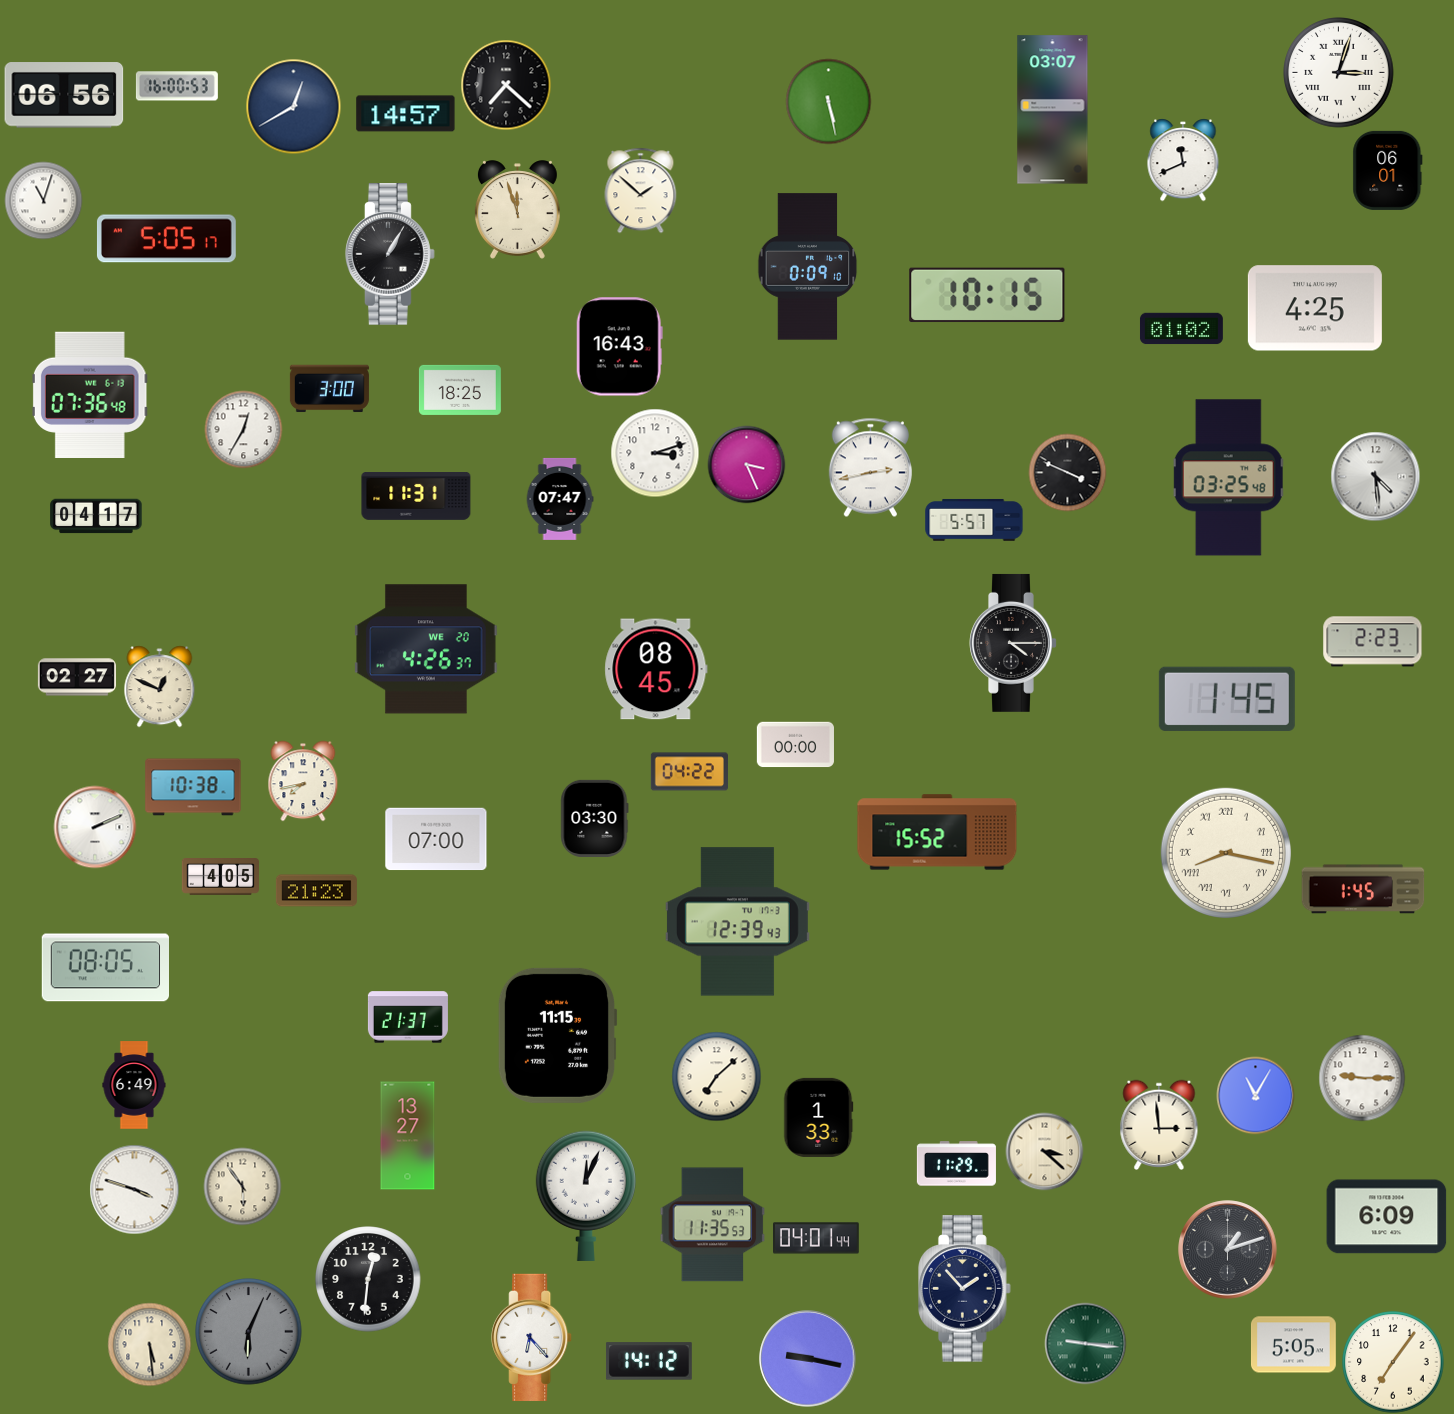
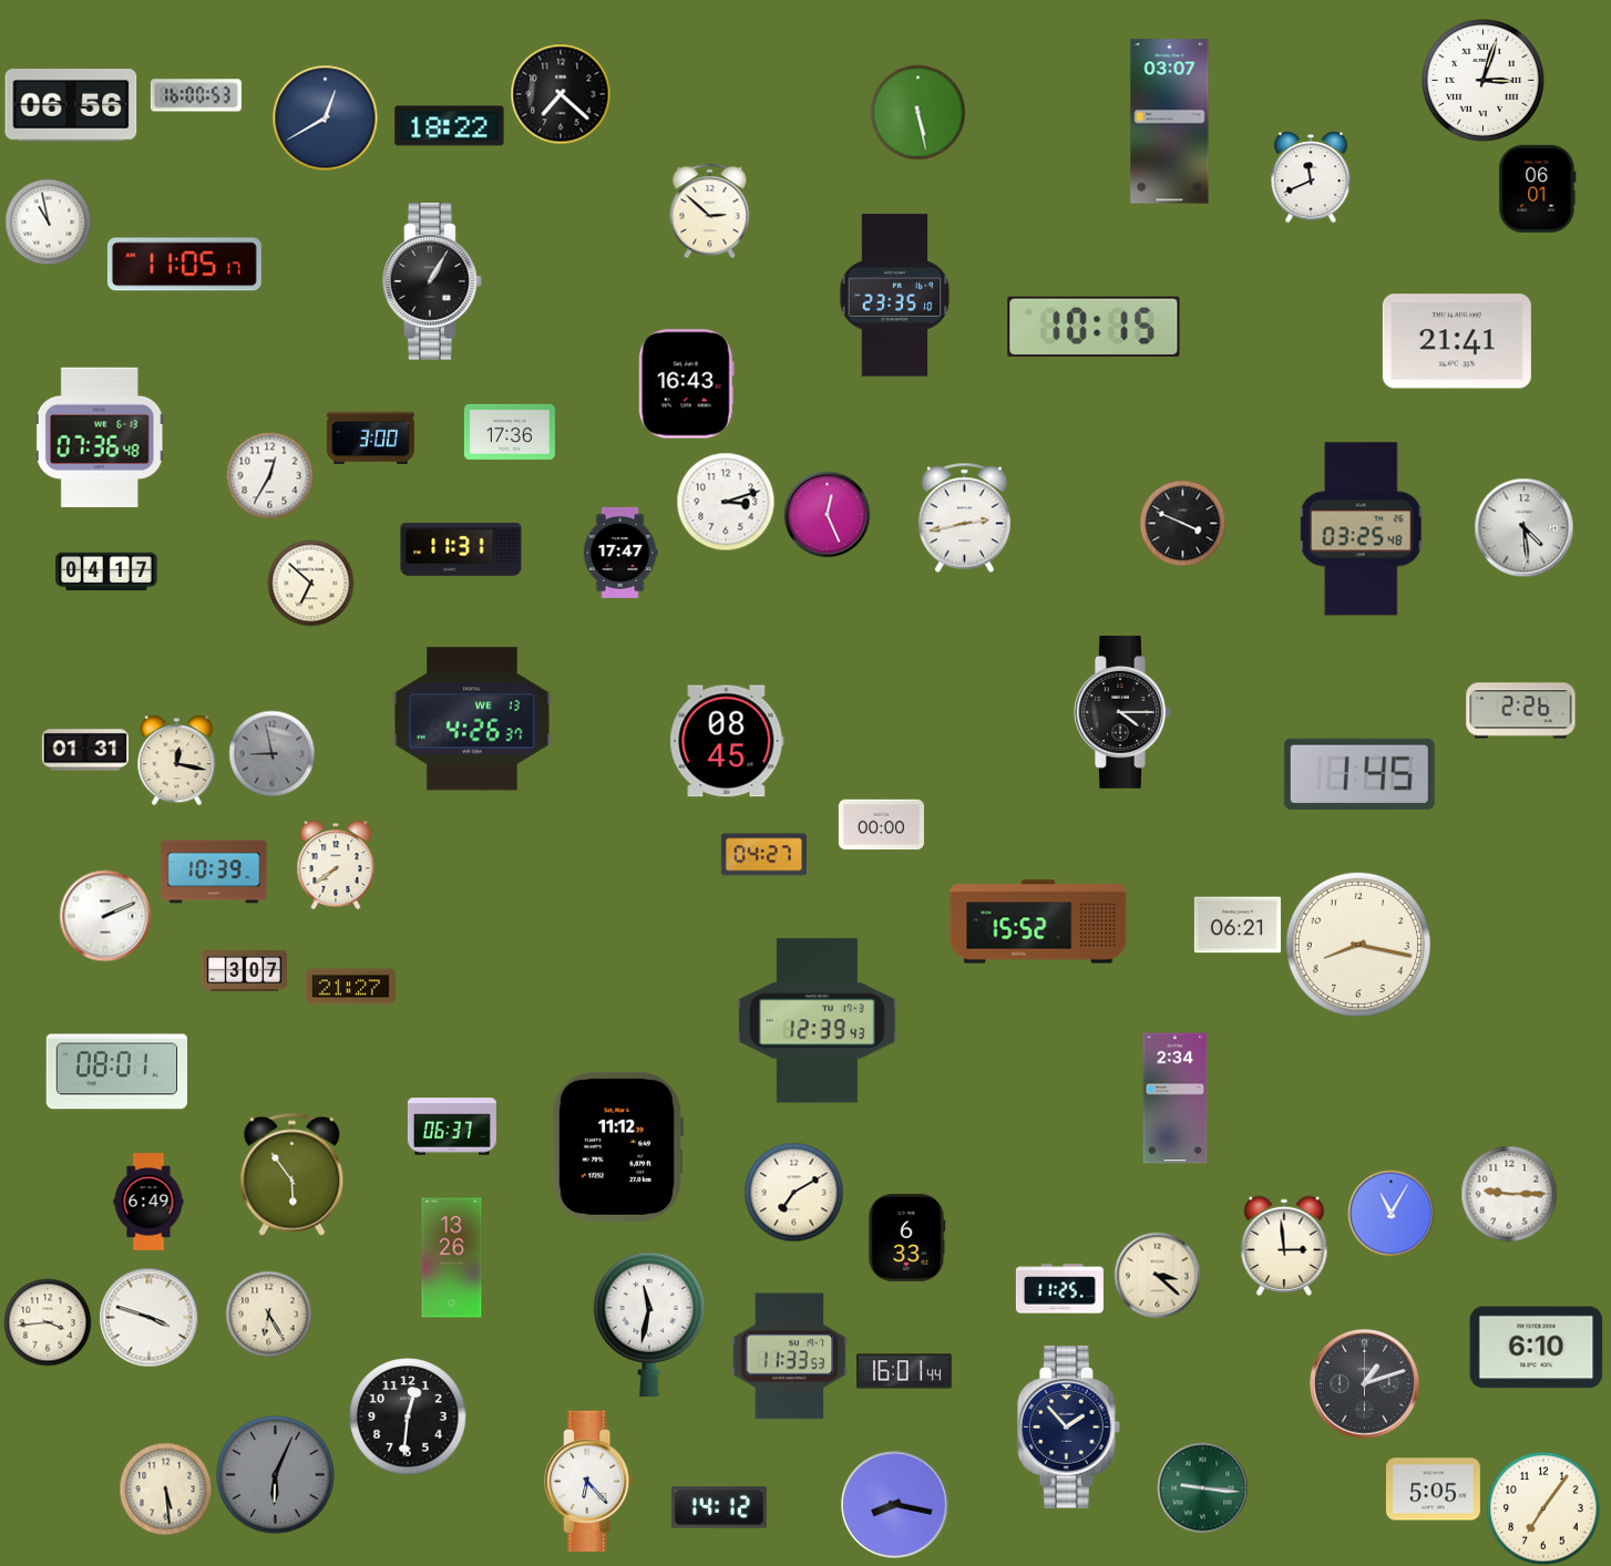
clock at (1053, 110) position: (1053, 110) -> (1170, 122)
clock at (406, 114): 14:57 -> 18:22
clock at (641, 190): 1:52 -> 2:52
clock at (43, 200): 11:03 -> 10:58
clock at (517, 210): 11:57 -> none
clock at (166, 239): 5:05 -> 11:05
clock at (808, 267): 0:09 -> 23:35
clock at (1315, 308): 4:25 -> 21:41
clock at (1181, 329): 01:02 -> none
clock at (329, 389) position: (329, 389) -> (370, 439)
clock at (460, 390): 18:25 -> 17:36
clock at (746, 464): 3:26 -> 12:26
clock at (560, 499): 07:47 -> 17:47
clock at (974, 520): 5:57 -> none
clock at (310, 583): none -> 6:52
clock at (1373, 642): 2:23 -> 2:26
clock at (426, 649) date: WE 20 -> WE 13
clock at (77, 677): 02:27 -> 01:31
clock at (271, 753): none -> 8:58
clock at (160, 686): 12:49 -> 12:17
clock at (689, 772): 04:22 -> 04:27
clock at (303, 781): 7:43 -> 7:39
clock at (193, 787): 10:38 -> 10:39
clock at (595, 818): 03:30 -> none
clock at (1238, 925): none -> 06:21
clock at (436, 839): 07:00 -> none
clock at (1226, 853) numerals: Roman -> Arabic
clock at (220, 877): 4:05 -> 3:07
clock at (1363, 889): 1:45 -> none
clock at (316, 891): 21:23 -> 21:27
clock at (105, 968): 08:05 -> 08:01
clock at (1176, 1099): none -> 2:34
clock at (408, 1017): 21:37 -> 06:37
clock at (557, 1035): 11:15 -> 11:12
clock at (293, 1174): none -> 5:54
clock at (716, 1076): 7:08 -> 7:10
clock at (819, 1117): 1:33 -> 6:33
clock at (408, 1136): 13:27 -> 13:26
clock at (956, 1164): 11:29 -> 11:25
clock at (242, 1186): 5:54 -> 6:25
clock at (48, 1322): none -> 3:44
clock at (586, 1196): 12:04 -> 11:32
clock at (1387, 1217): 6:09 -> 6:10
clock at (713, 1225): 11:35 -> 11:33
clock at (817, 1238): 04:01 -> 16:01
clock at (1228, 1250) position: (1228, 1250) -> (1365, 1384)
clock at (808, 1359): 9:17 -> 8:17
